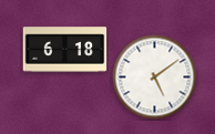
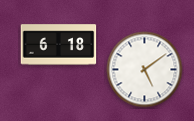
clock at (155, 78) position: (155, 78) -> (145, 70)
